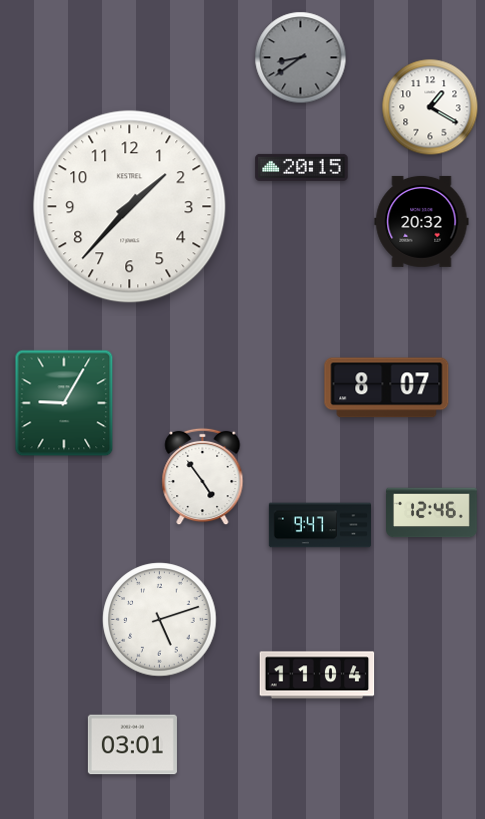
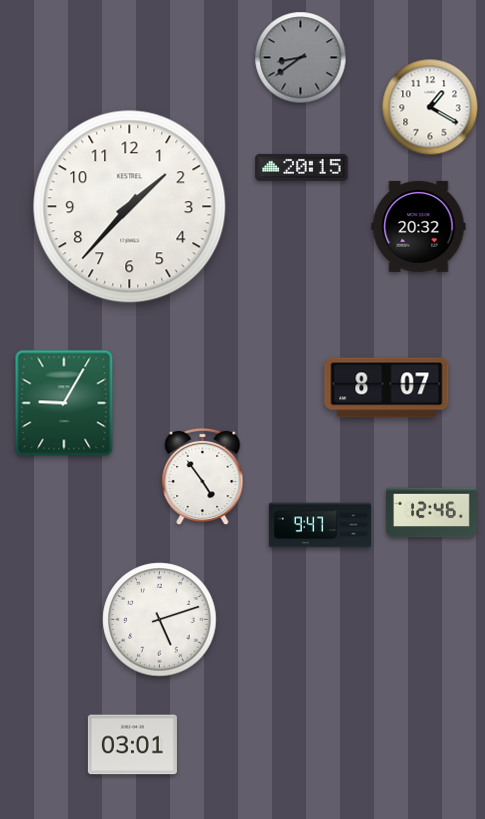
clock at (422, 221) position: (422, 221) -> (419, 226)
clock at (317, 675): 11:04 -> none
